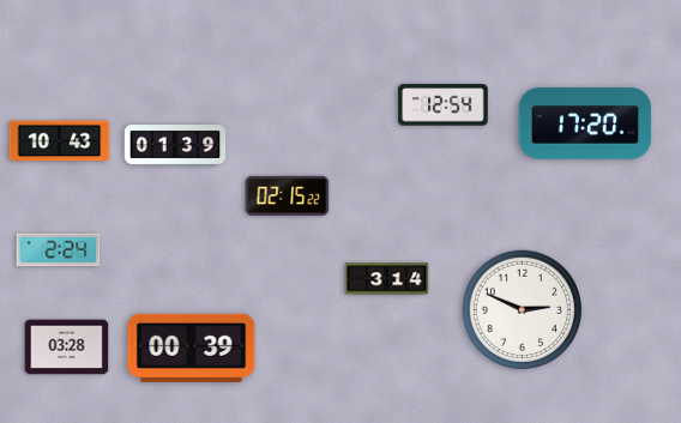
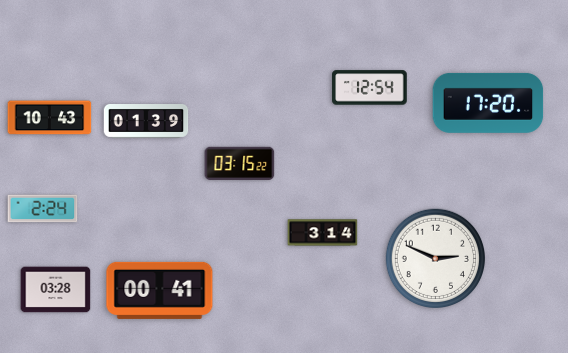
clock at (288, 195): 02:15 -> 03:15
clock at (59, 250) position: (59, 250) -> (43, 209)
clock at (192, 348): 00:39 -> 00:41
